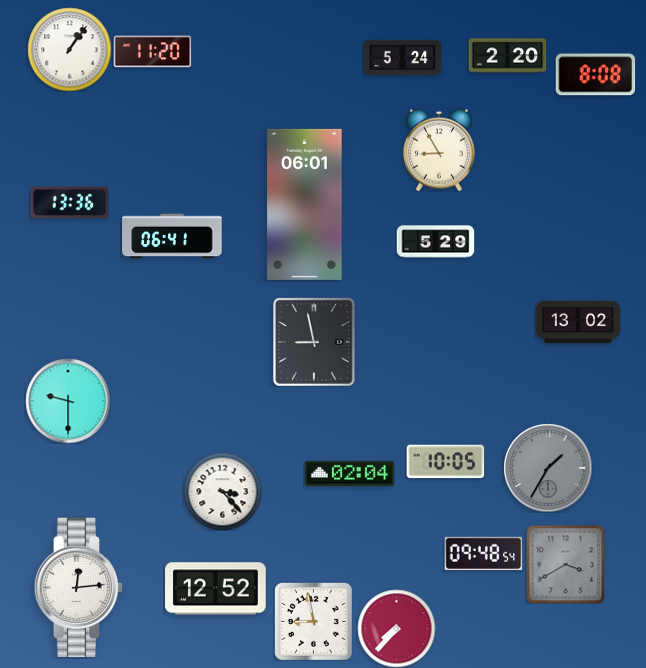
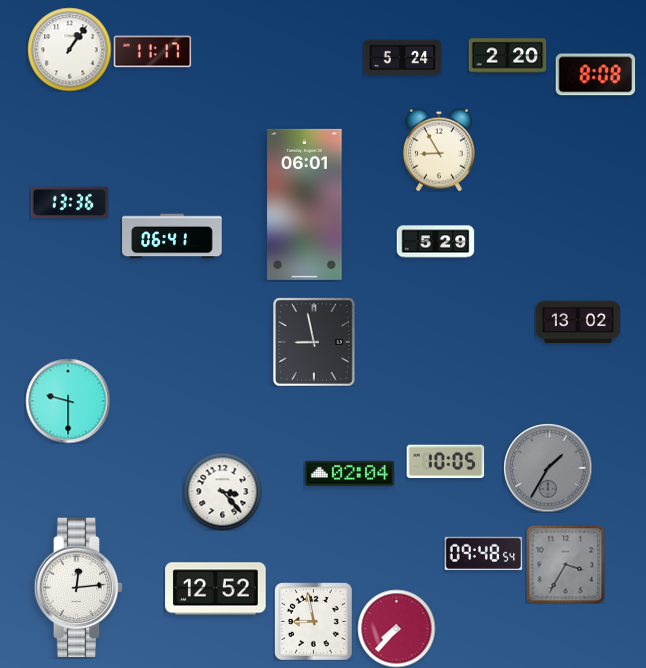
clock at (152, 52): 11:20 -> 11:17
clock at (565, 564): 3:40 -> 3:35
